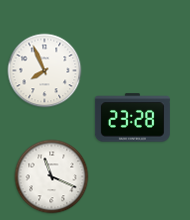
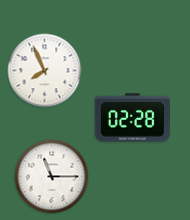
clock at (132, 118): 23:28 -> 02:28
clock at (52, 177): 11:19 -> 11:15
